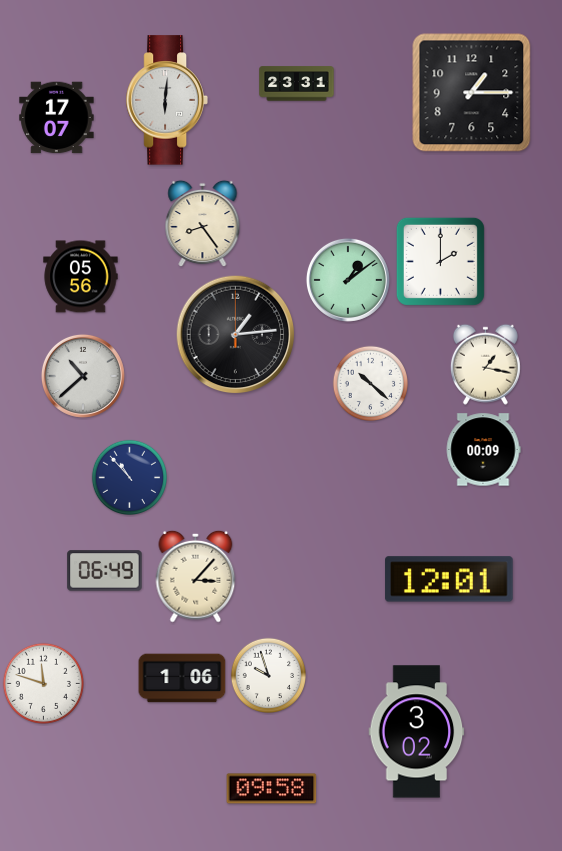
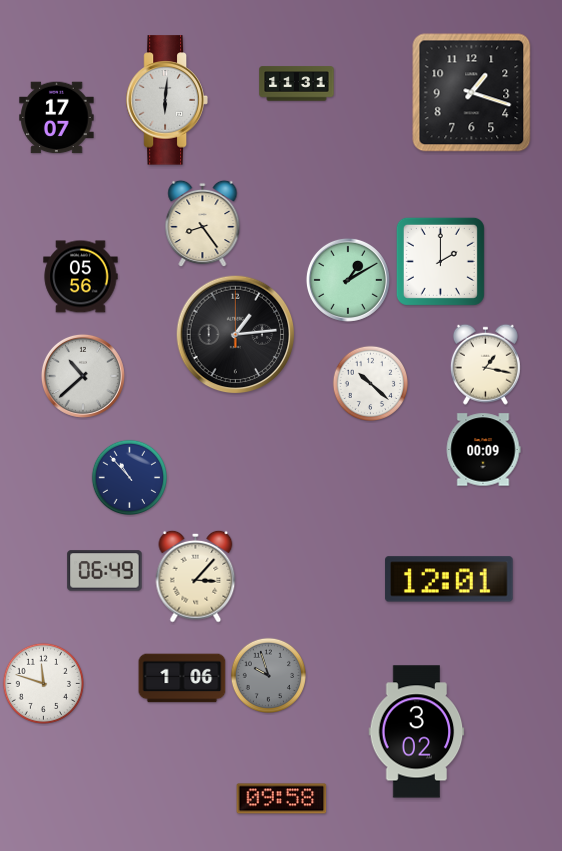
clock at (297, 84): 23:31 -> 11:31
clock at (472, 93): 1:15 -> 1:18
clock at (348, 280): 1:09 -> 1:10
clock at (268, 675) dial: white -> grey
clock at (272, 789) position: (272, 789) -> (282, 799)
